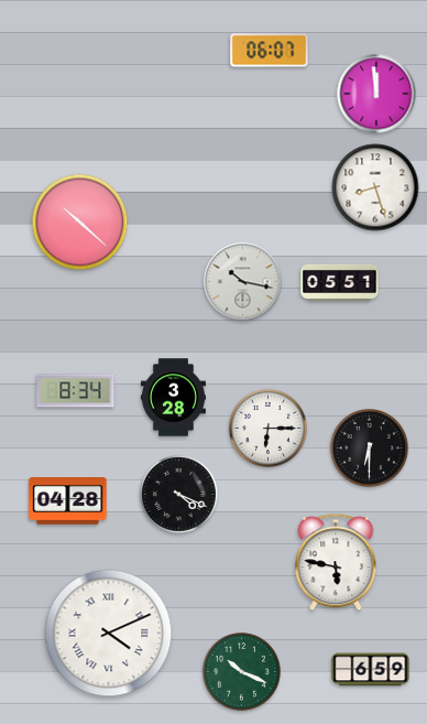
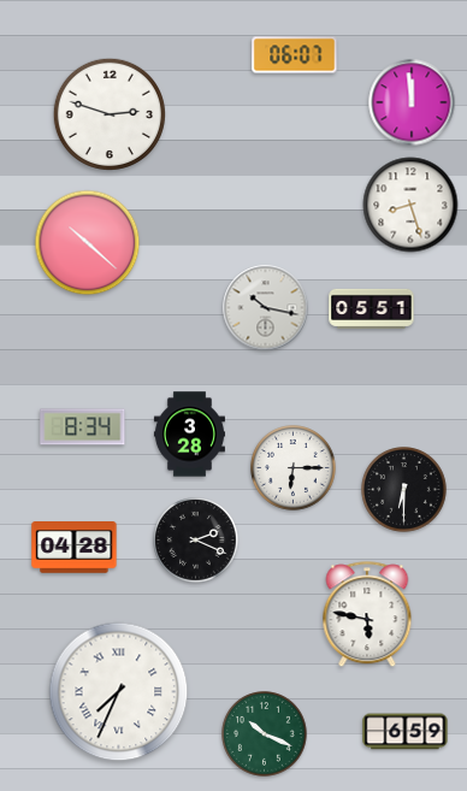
clock at (108, 113): none -> 2:48
clock at (179, 495): 4:19 -> 2:19
clock at (109, 634): 4:11 -> 7:34
